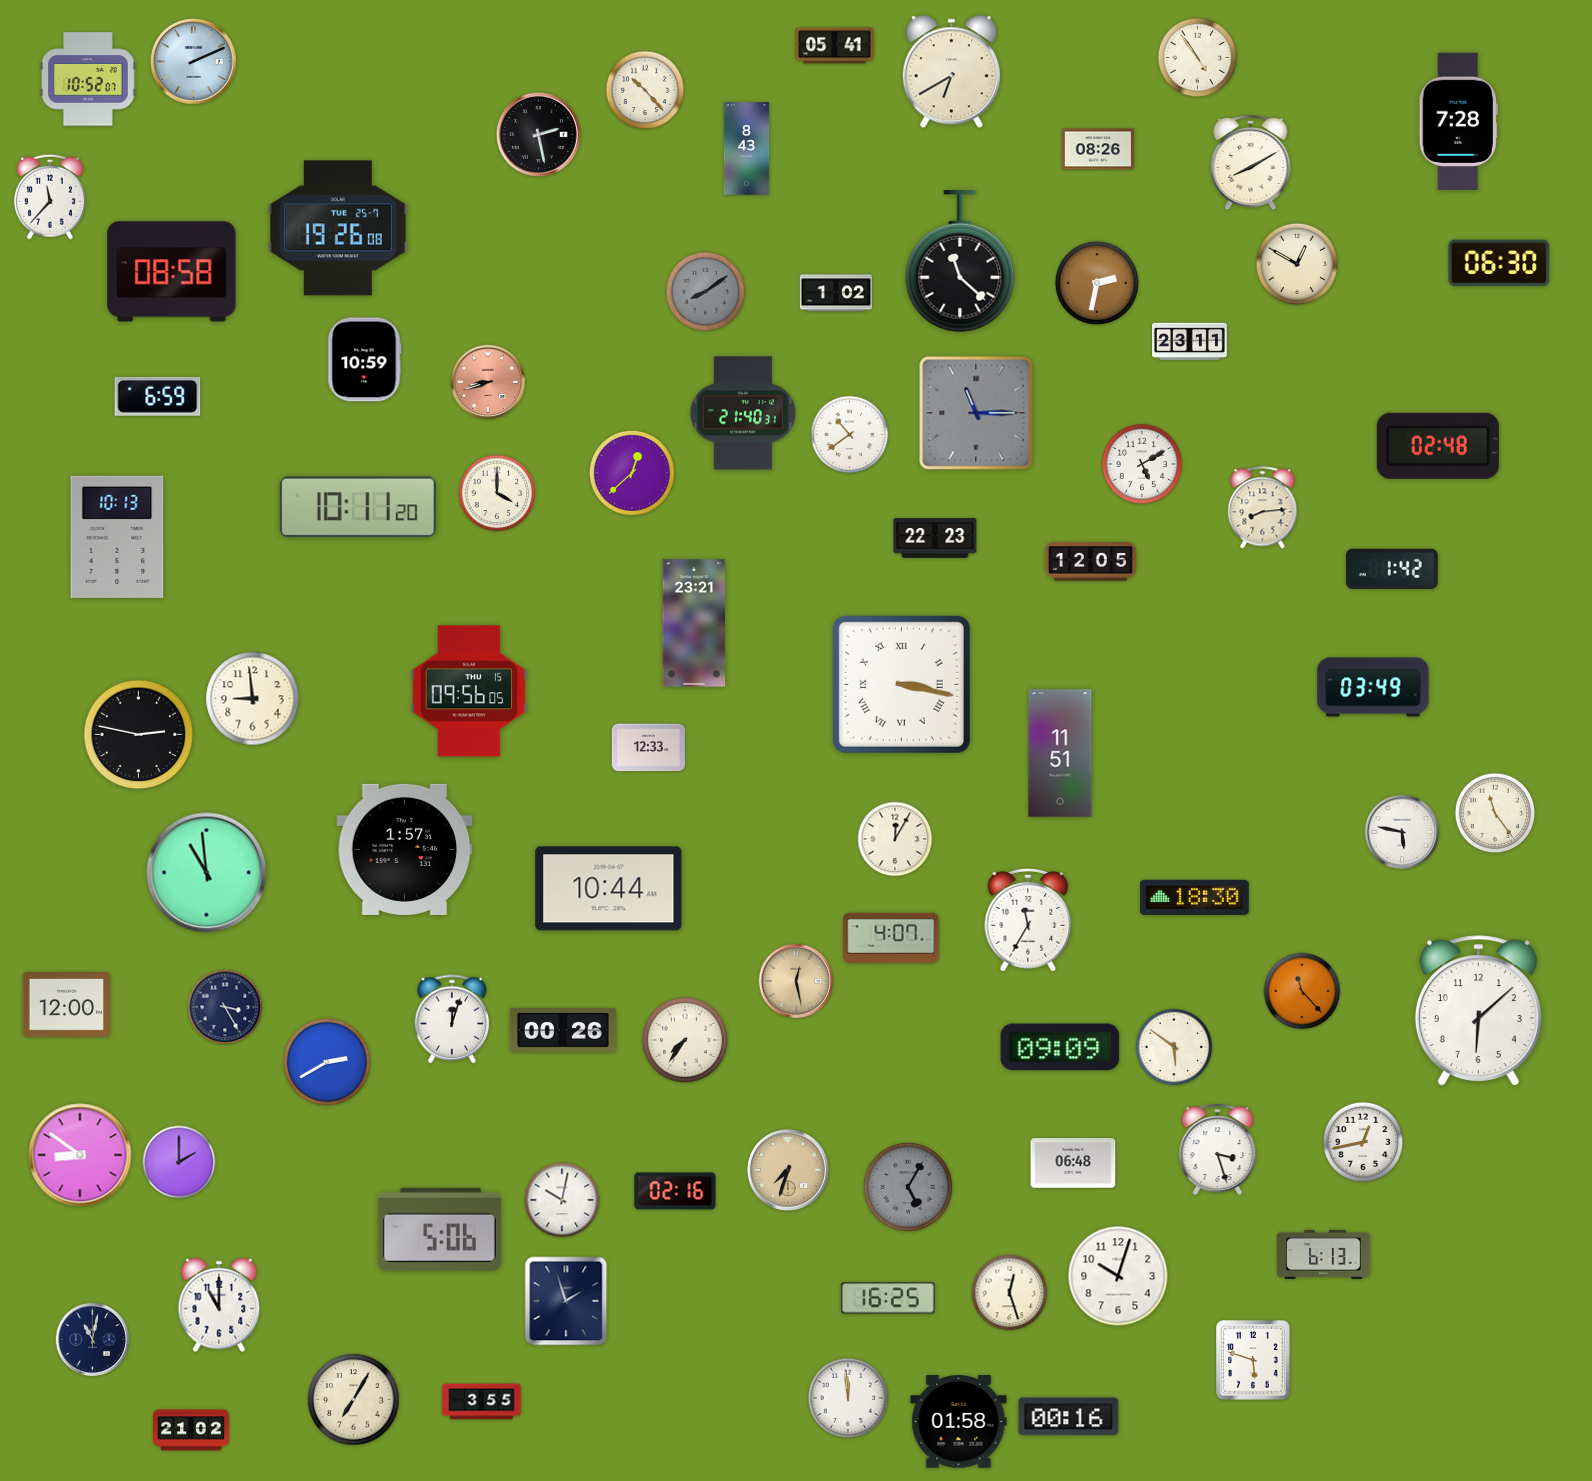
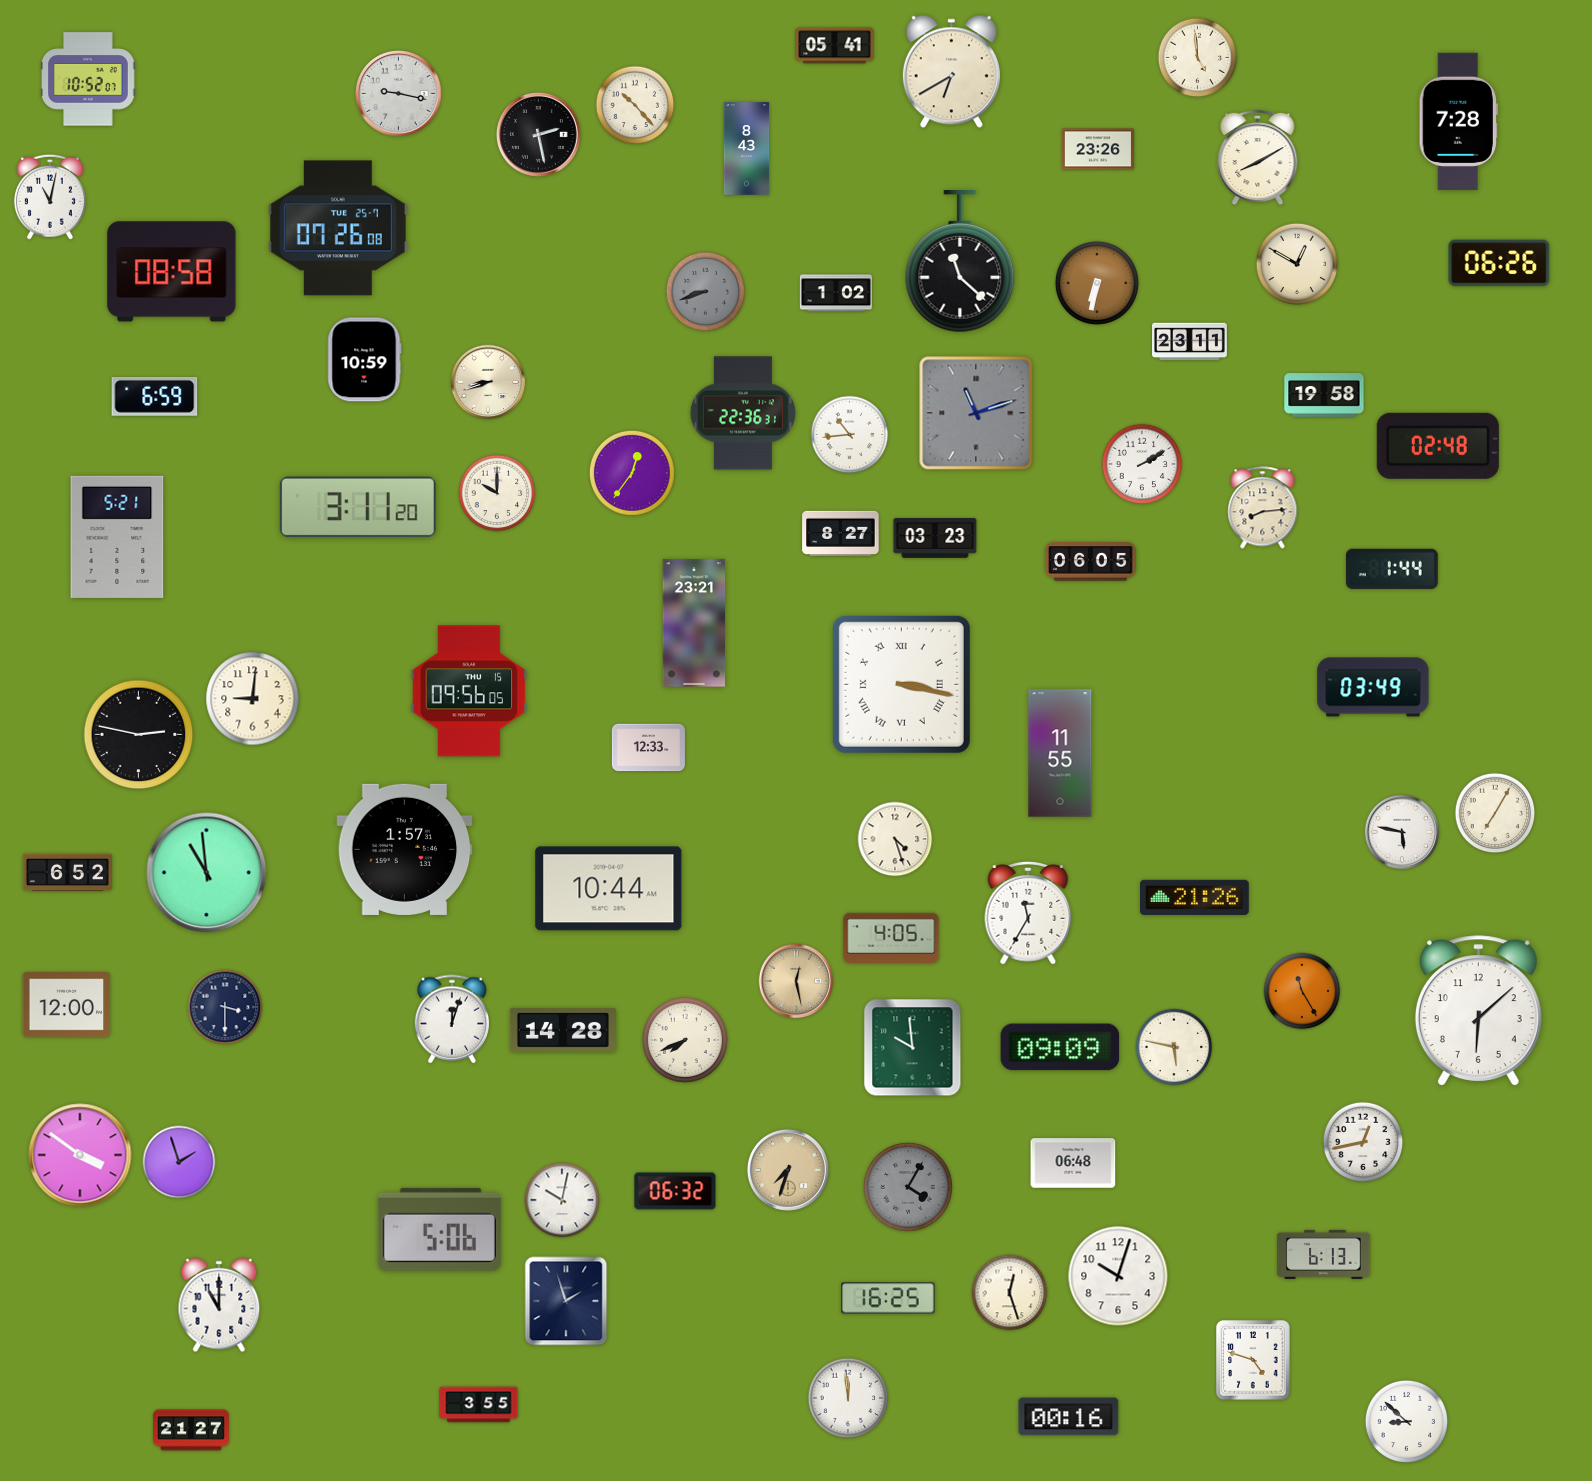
clock at (1198, 58): 4:54 -> 4:59
clock at (194, 62): 2:11 -> none
clock at (645, 90) position: (645, 90) -> (635, 105)
clock at (399, 94): none -> 9:17
clock at (1097, 149): 08:26 -> 23:26
clock at (1251, 163) position: (1251, 163) -> (1258, 158)
clock at (50, 197): 11:37 -> 11:02
clock at (338, 228): 19:26 -> 07:26
clock at (1499, 263): 06:30 -> 06:26
clock at (1097, 283): 2:32 -> 6:32
clock at (706, 292): 8:09 -> 8:42
clock at (488, 382) dial: salmon -> cream
clock at (1324, 395): none -> 19:58
clock at (158, 396) position: (158, 396) -> (155, 396)
clock at (743, 413): 21:40 -> 22:36
clock at (976, 413): 11:15 -> 11:12
clock at (850, 435): 10:39 -> 10:44
clock at (1142, 464): 5:10 -> 2:10
clock at (632, 473): 12:38 -> 12:36
clock at (497, 493): 4:00 -> 10:00
clock at (358, 507): 10:11 -> 3:11
clock at (841, 533): none -> 8:27
clock at (117, 537): 10:13 -> 5:21
clock at (935, 538): 22:23 -> 03:23
clock at (1090, 562): 12:05 -> 06:05
clock at (1392, 569): 1:42 -> 1:44
clock at (253, 699): 8:59 -> 9:01
clock at (1060, 753): 11:51 -> 11:55
clock at (1495, 813): 11:24 -> 7:05
clock at (895, 839): 12:05 -> 4:27
clock at (67, 873): none -> 6:52
clock at (1195, 897): 18:30 -> 21:26
clock at (1028, 921) position: (1028, 921) -> (1028, 914)
clock at (891, 937): 4:07 -> 4:05
clock at (1302, 991): 11:23 -> 11:25
clock at (225, 1007): 3:25 -> 3:30
clock at (563, 1030): 00:26 -> 14:28
clock at (685, 1040): 7:36 -> 7:41
clock at (1174, 1047): 5:51 -> 5:47
clock at (913, 1048): none -> 9:59
clock at (328, 1063): 2:40 -> none
clock at (1218, 1150): 3:27 -> none
clock at (80, 1155): 8:51 -> 3:51
clock at (179, 1162): 2:00 -> 1:57
clock at (908, 1187): 5:05 -> 4:05
clock at (675, 1191): 02:16 -> 06:32
clock at (93, 1340): 11:02 -> none
clock at (1253, 1360): 5:48 -> 4:48
clock at (354, 1400): 7:05 -> none
clock at (482, 1402) position: (482, 1402) -> (479, 1405)
clock at (1406, 1421): none -> 8:52
clock at (959, 1422): 01:58 -> none
clock at (191, 1430): 21:02 -> 21:27
